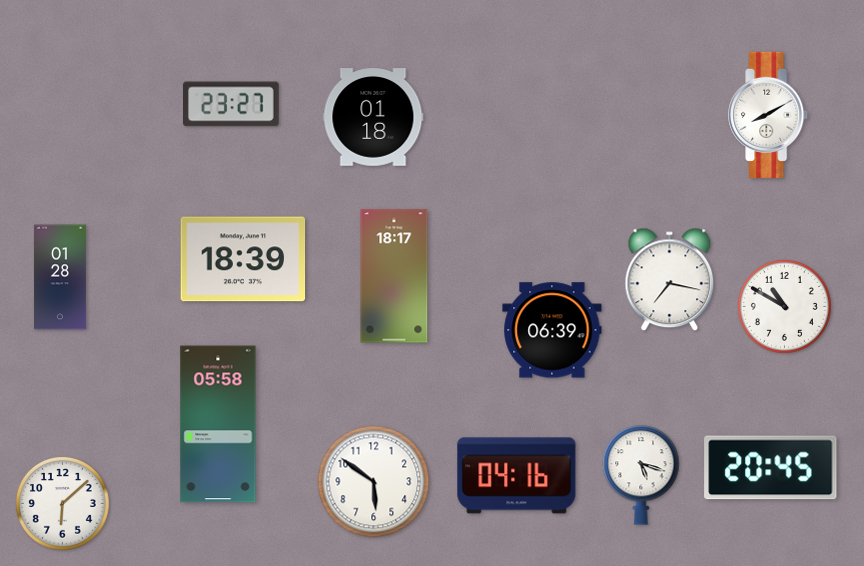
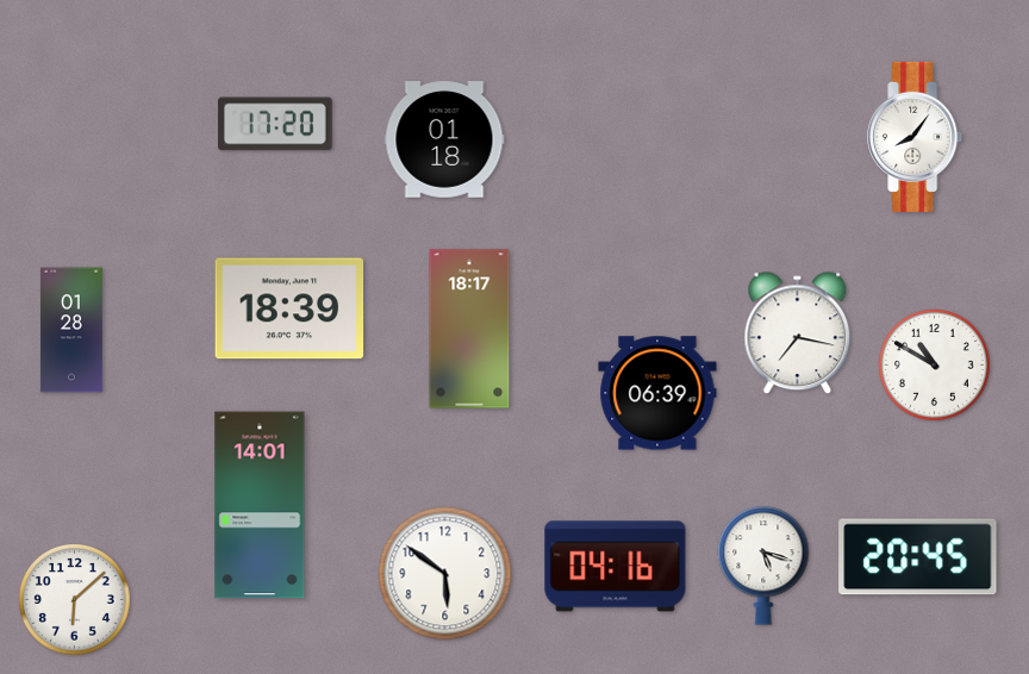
clock at (232, 104): 23:27 -> 17:20
clock at (769, 115): 8:10 -> 8:06
clock at (218, 424): 05:58 -> 14:01
